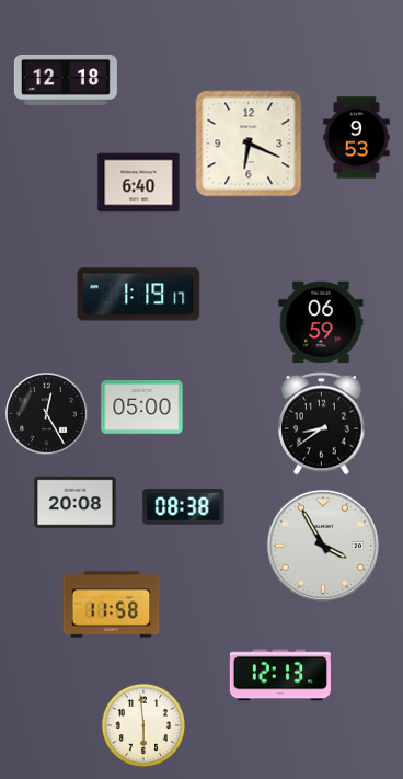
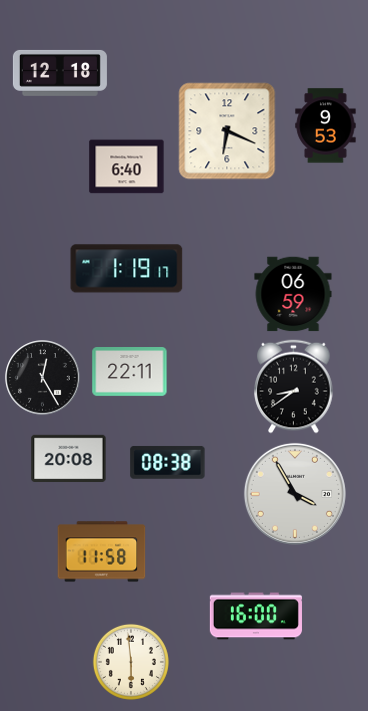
clock at (142, 408): 05:00 -> 22:11
clock at (323, 546) position: (323, 546) -> (295, 494)
clock at (280, 675): 12:13 -> 16:00
